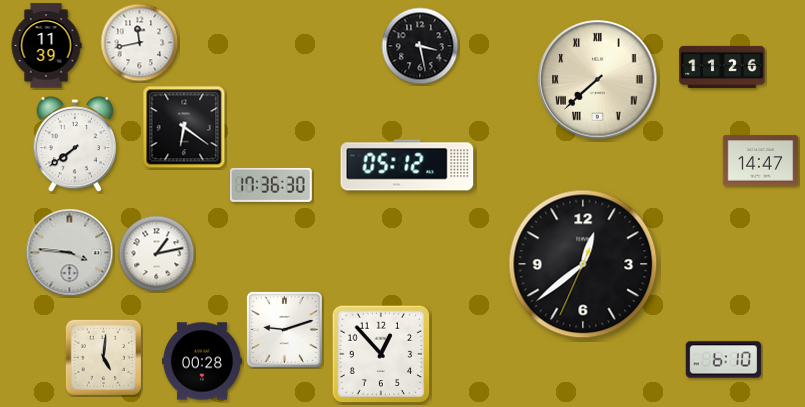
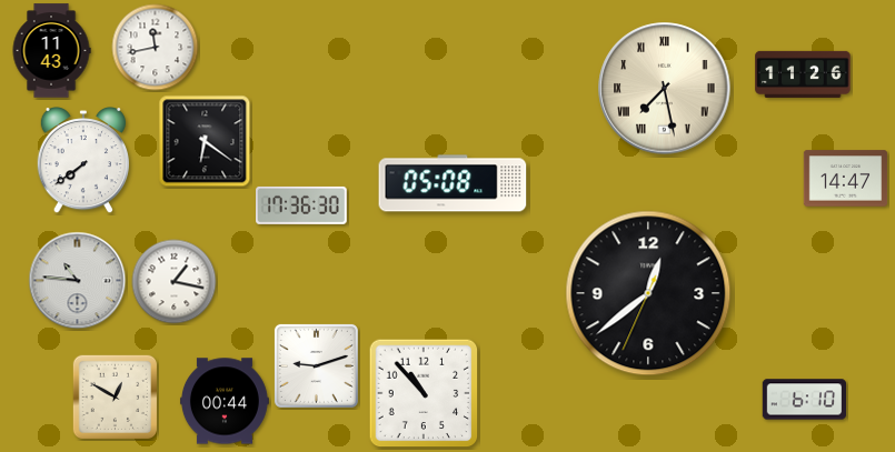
clock at (46, 46): 11:39 -> 11:43
clock at (420, 46): 3:28 -> none
clock at (598, 80): 7:38 -> 7:28
clock at (407, 165): 05:12 -> 05:08
clock at (70, 253): 3:46 -> 10:46
clock at (157, 254): 1:13 -> 1:17
clock at (381, 354): 12:53 -> 10:53
clock at (103, 357): 5:01 -> 12:50
clock at (202, 361): 00:28 -> 00:44
